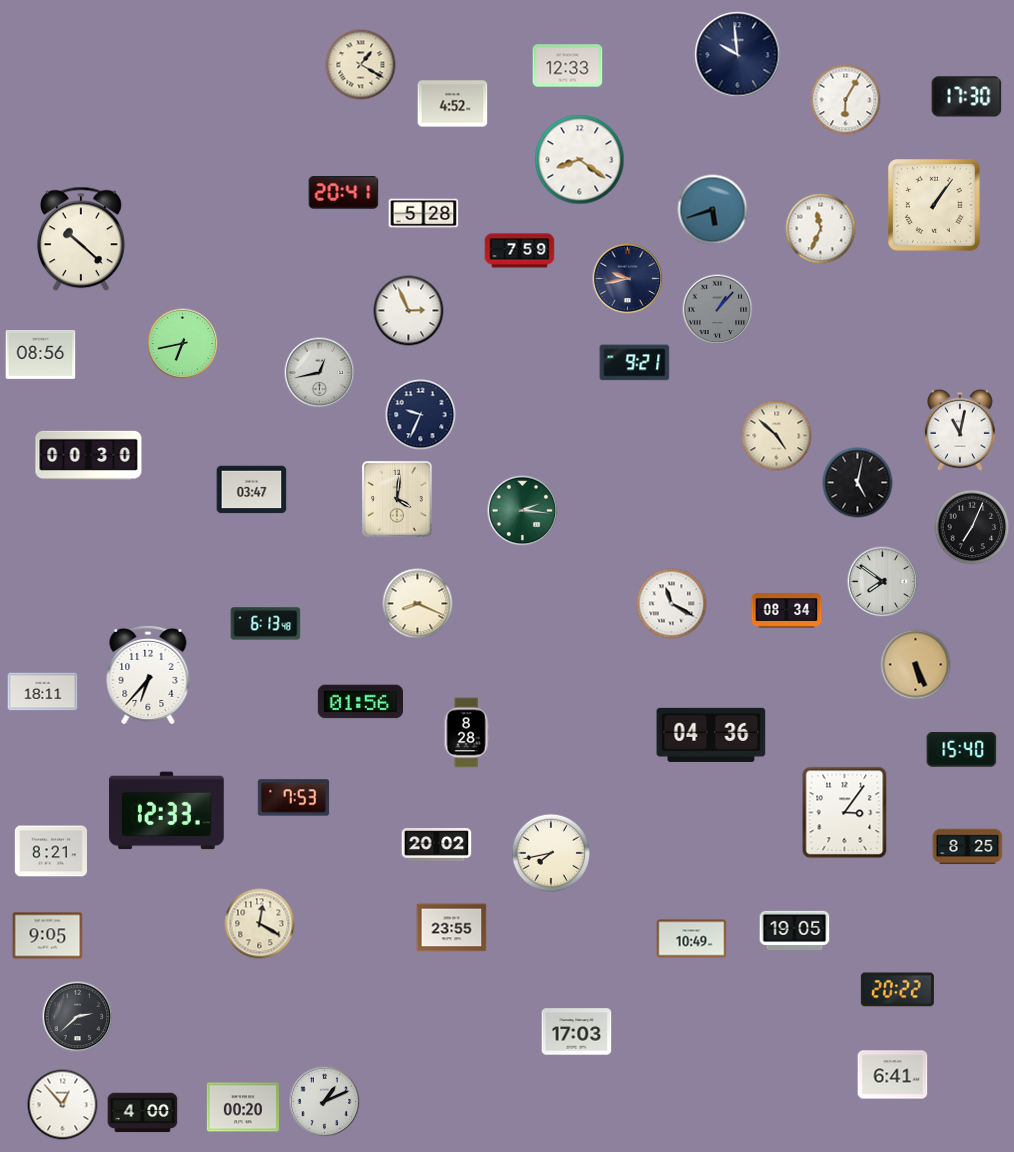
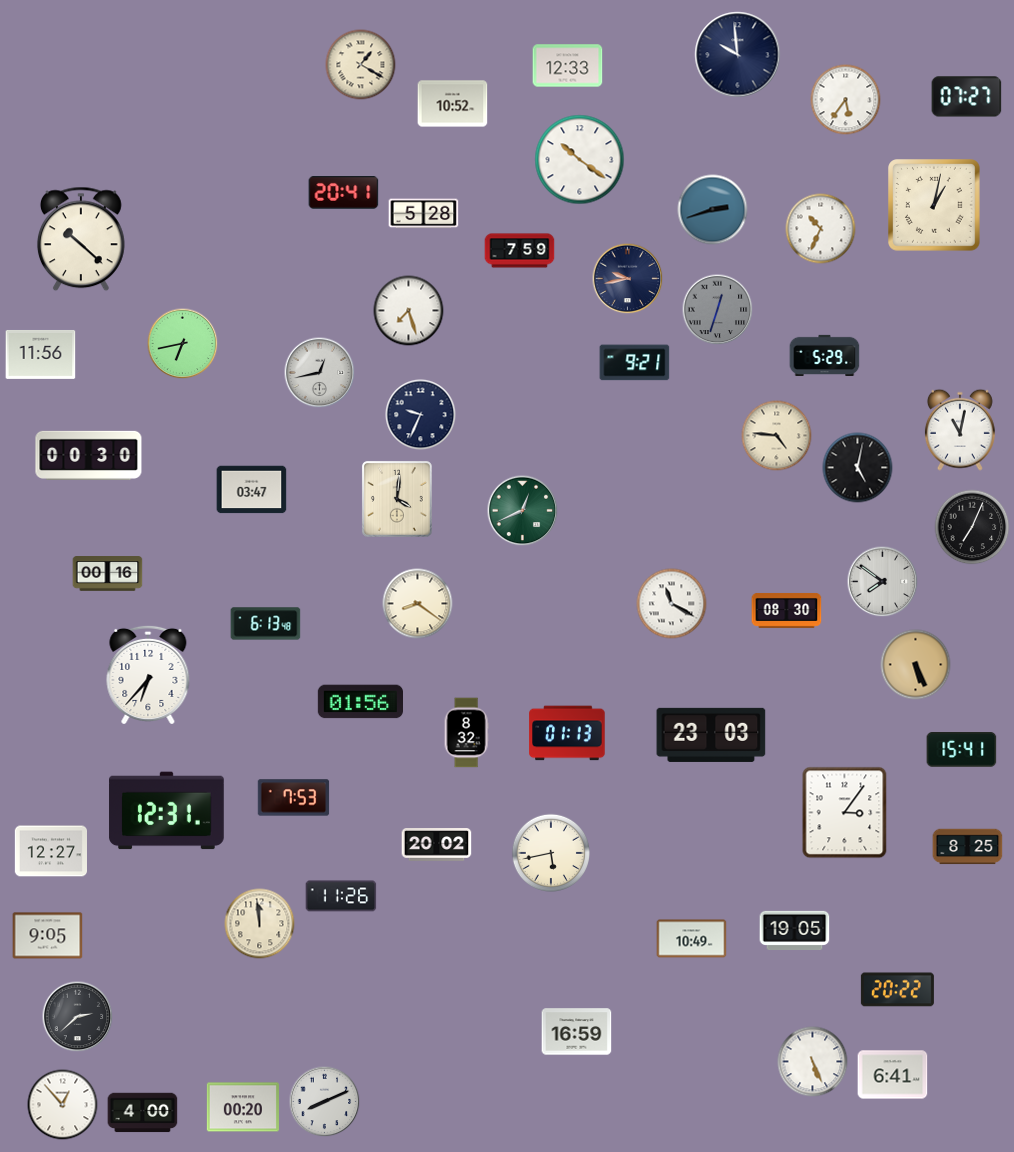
clock at (967, 97): 17:30 -> 07:27
clock at (846, 100): 6:05 -> 5:36
clock at (453, 104): 4:52 -> 10:52
clock at (580, 160): 8:21 -> 10:21
clock at (935, 206): 1:06 -> 1:02
clock at (713, 210): 5:42 -> 2:42
clock at (821, 229): 11:34 -> 10:34
clock at (718, 310): 1:07 -> 12:33
clock at (409, 311): 2:56 -> 7:27
clock at (41, 354): 08:56 -> 11:56
clock at (825, 355): none -> 5:29
clock at (777, 436): 4:52 -> 4:46
clock at (858, 483) position: (858, 483) -> (858, 468)
clock at (523, 511): 2:16 -> 12:41
clock at (108, 574): none -> 00:16
clock at (418, 604): 8:19 -> 8:21
clock at (787, 610): 08:34 -> 08:30
clock at (43, 692): 18:11 -> none
clock at (466, 733): 8:28 -> 8:32
clock at (567, 733): none -> 01:13
clock at (711, 735): 04:36 -> 23:03
clock at (962, 750): 15:40 -> 15:41
clock at (167, 811): 12:33 -> 12:31
clock at (50, 851): 8:21 -> 12:27
clock at (550, 852): 7:43 -> 5:43
clock at (341, 896): none -> 11:26
clock at (260, 924): 12:20 -> 11:59
clock at (452, 928): 23:55 -> none
clock at (577, 1032): 17:03 -> 16:59
clock at (813, 1062): none -> 5:26
clock at (325, 1102): 1:11 -> 8:11
